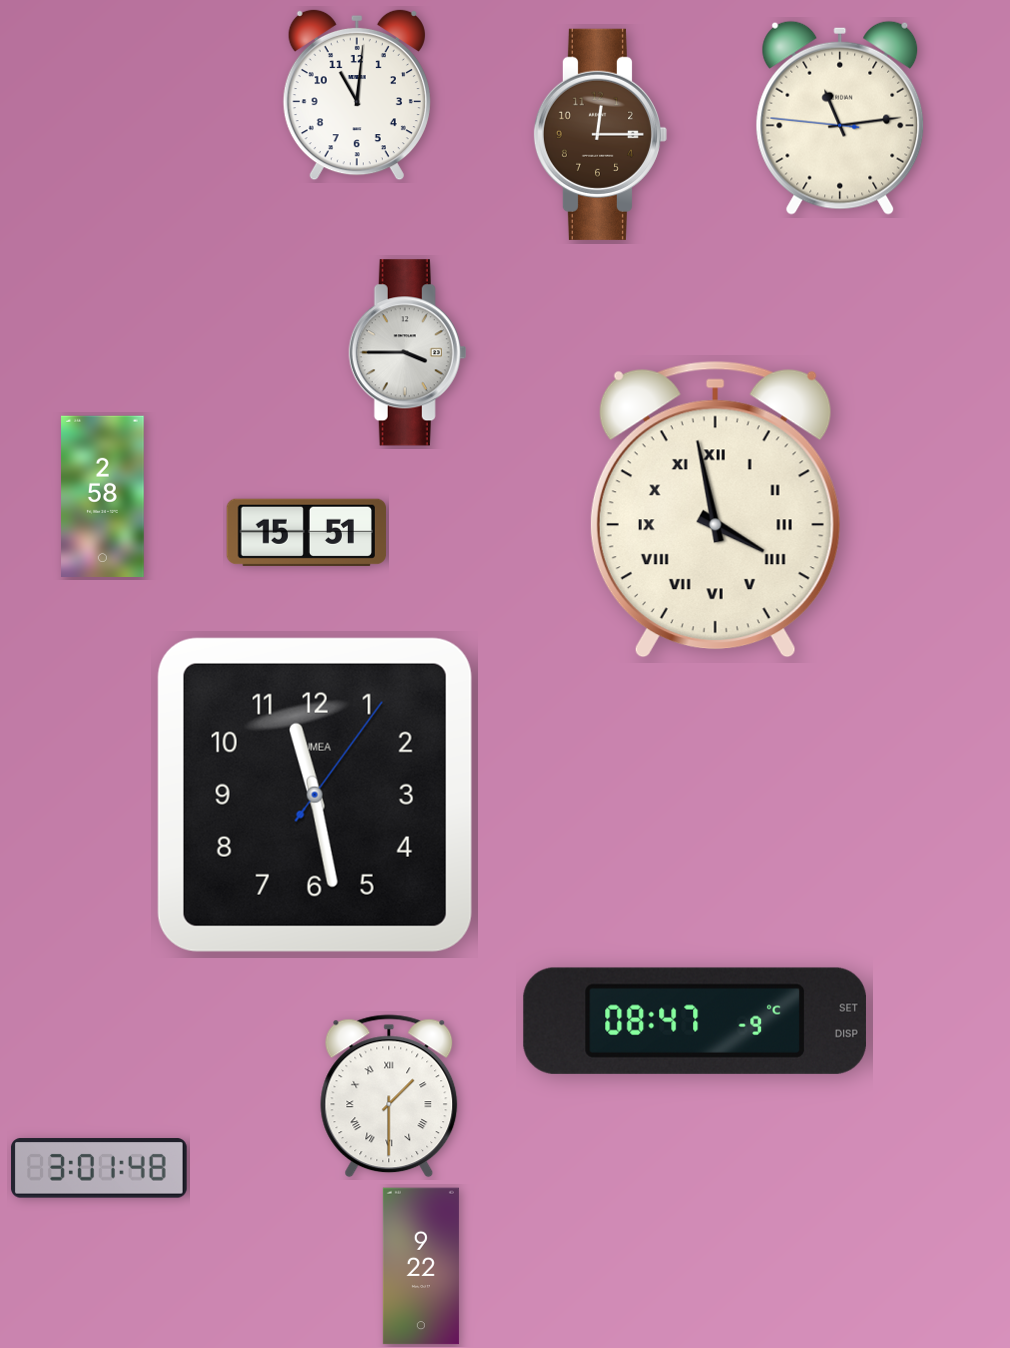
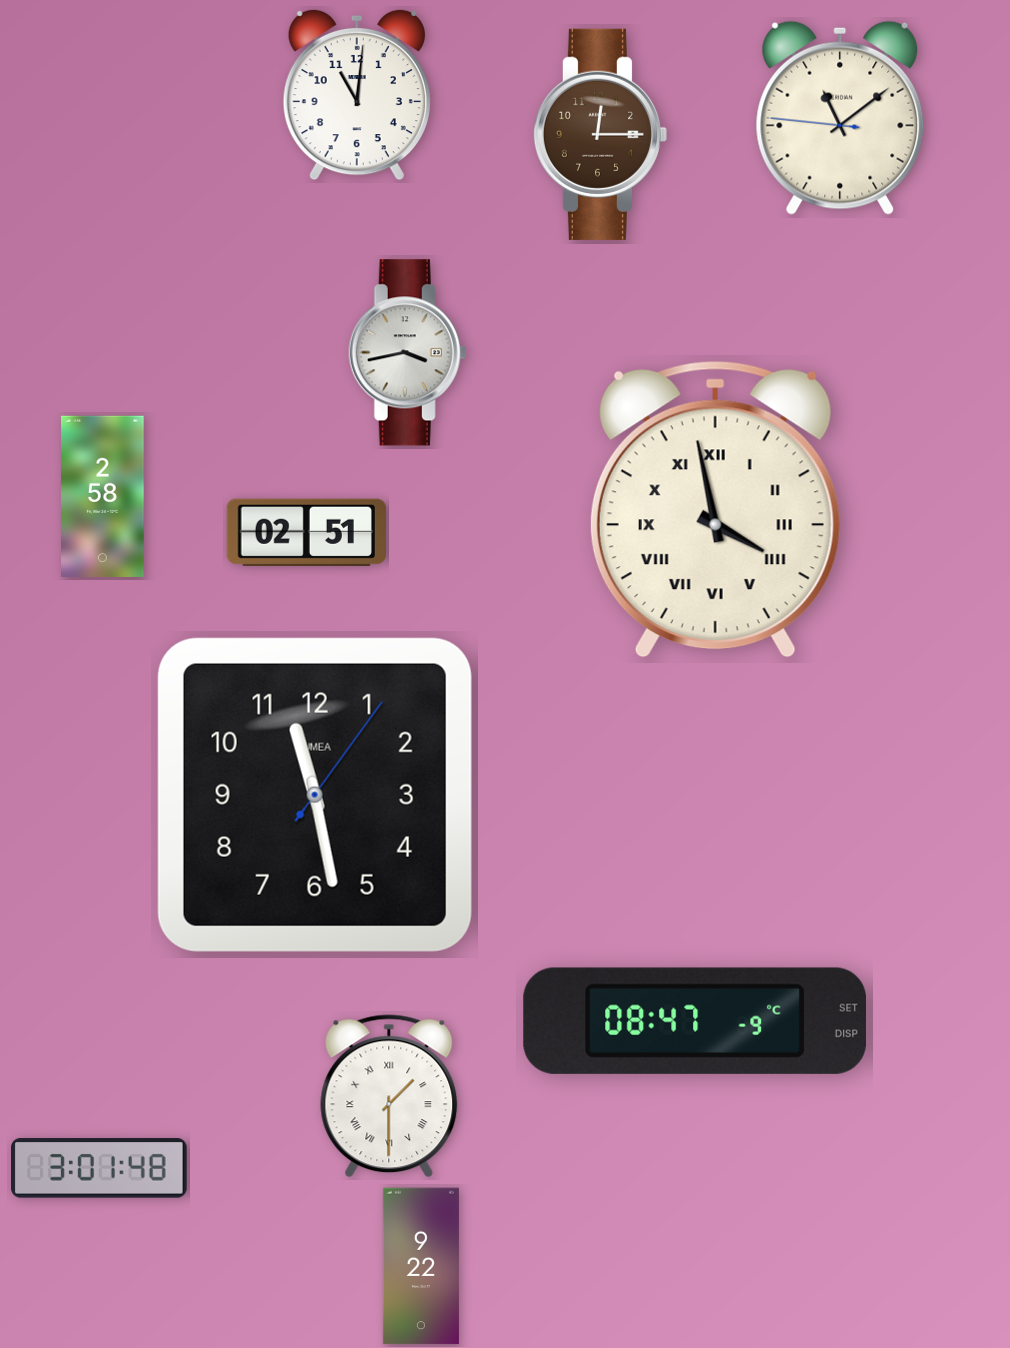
clock at (840, 118): 11:13 -> 11:08
clock at (408, 353): 3:45 -> 3:43
clock at (306, 532): 15:51 -> 02:51
